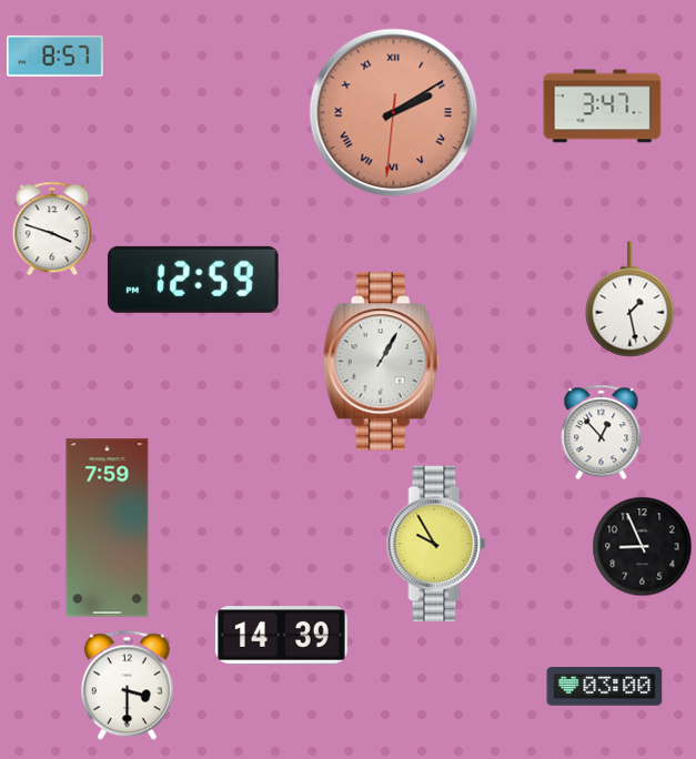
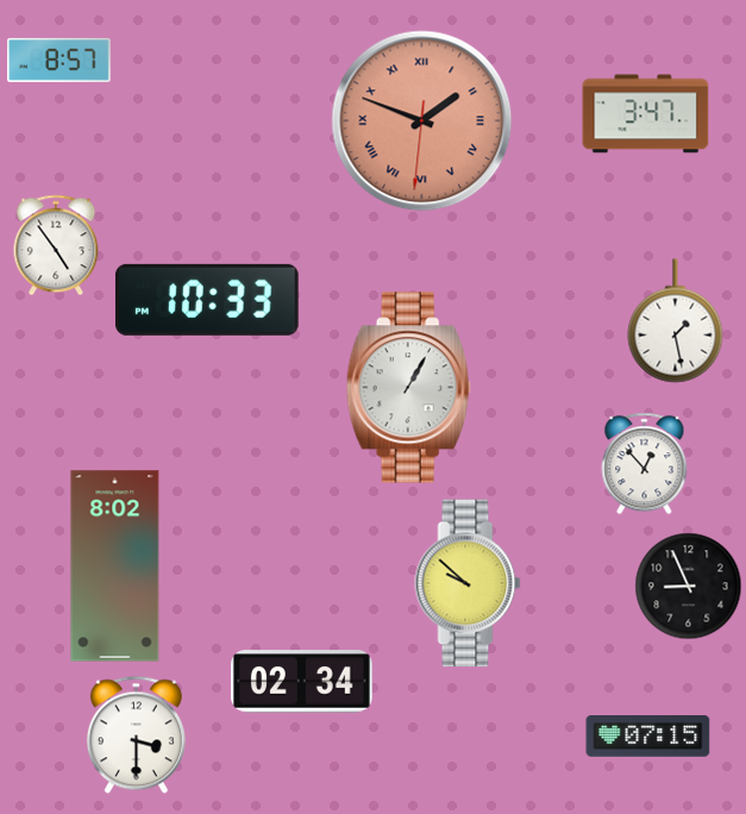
clock at (394, 113): 2:09 -> 1:48
clock at (52, 229): 3:48 -> 4:54
clock at (193, 280): 12:59 -> 10:33
clock at (108, 528): 7:59 -> 8:02
clock at (436, 544): 9:55 -> 9:52
clock at (281, 636): 14:39 -> 02:34
clock at (605, 687): 03:00 -> 07:15
